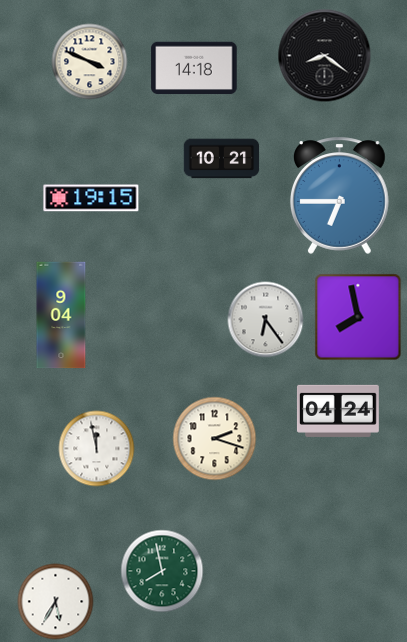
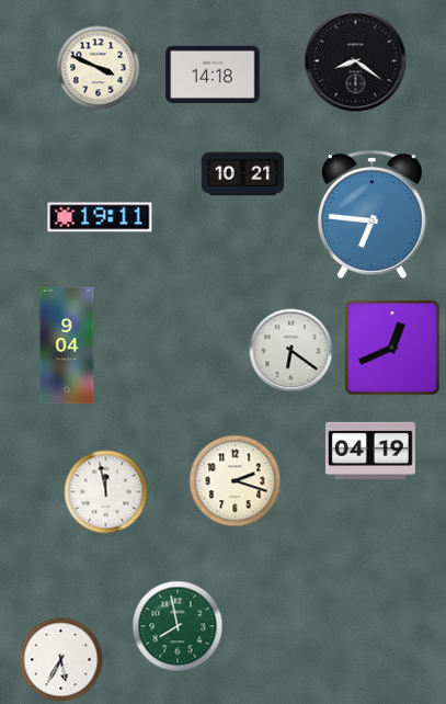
clock at (340, 195): 6:45 -> 6:46
clock at (91, 198): 19:15 -> 19:11
clock at (358, 317): 7:58 -> 12:41
clock at (266, 320): 6:24 -> 6:21
clock at (338, 411): 04:24 -> 04:19
